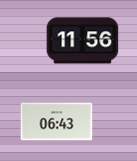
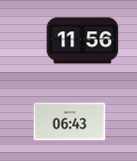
clock at (57, 122) position: (57, 122) -> (70, 122)
